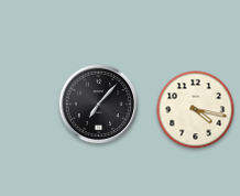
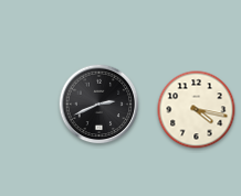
clock at (99, 105): 7:07 -> 2:41
